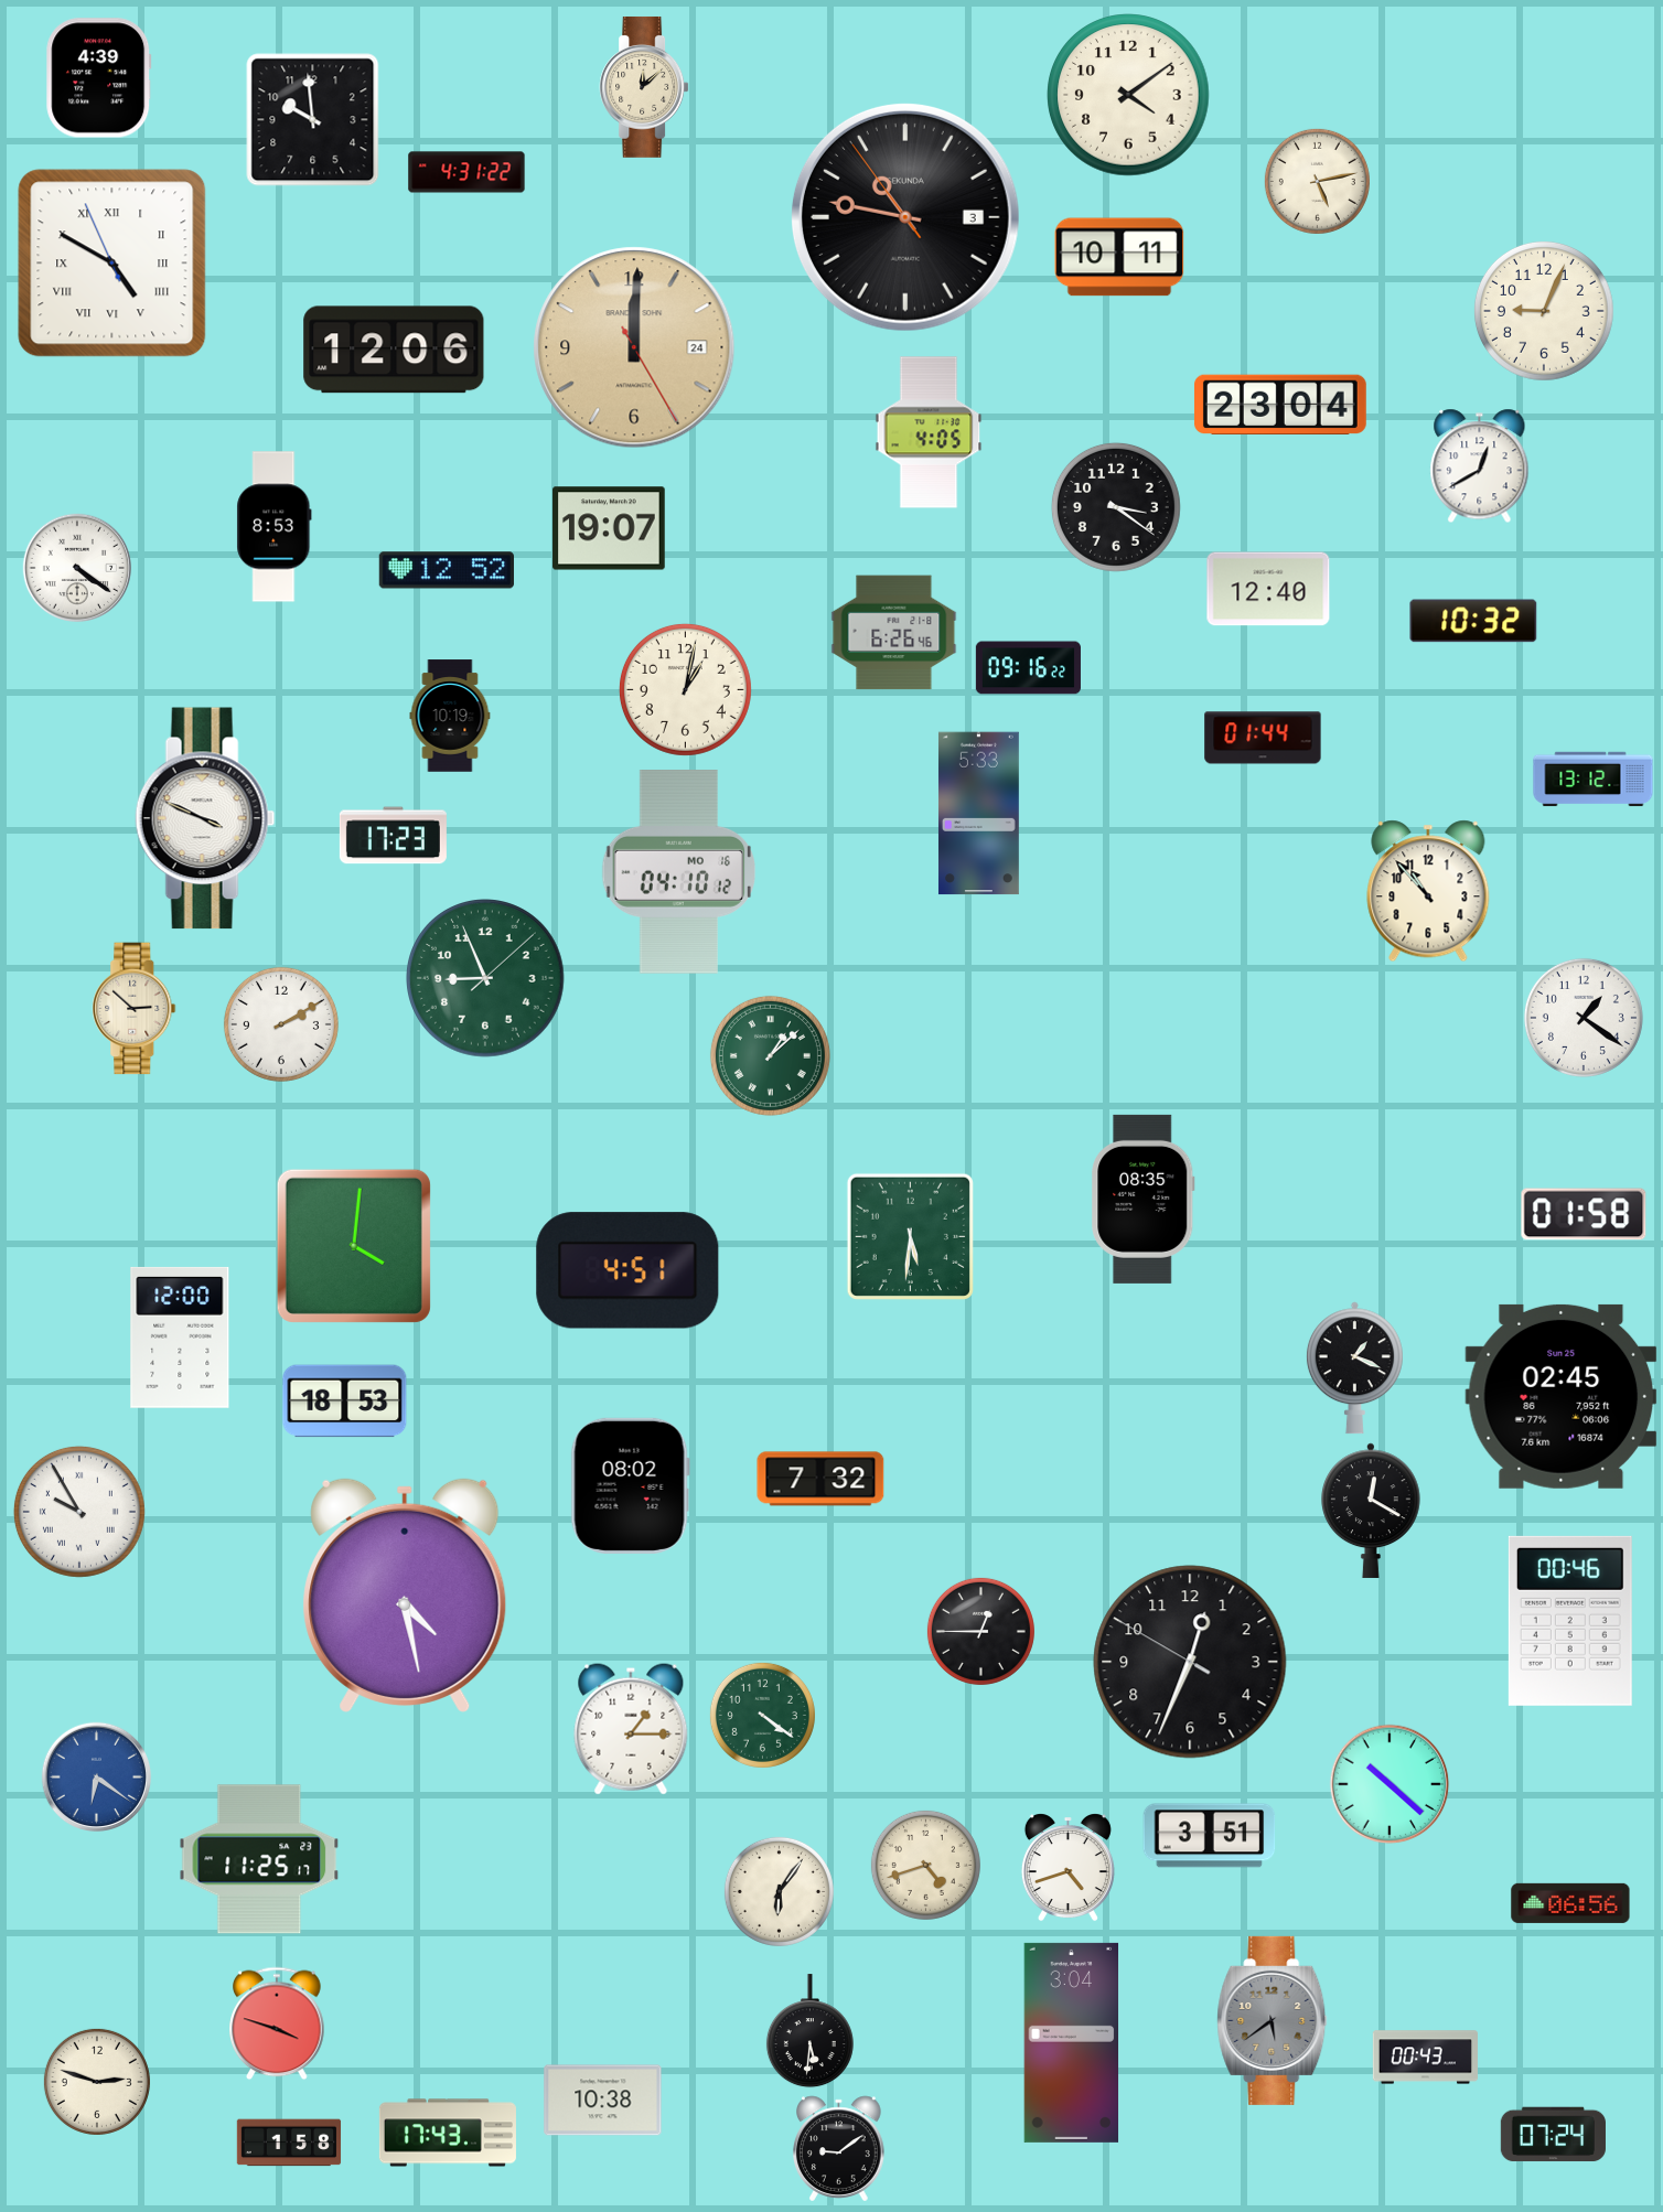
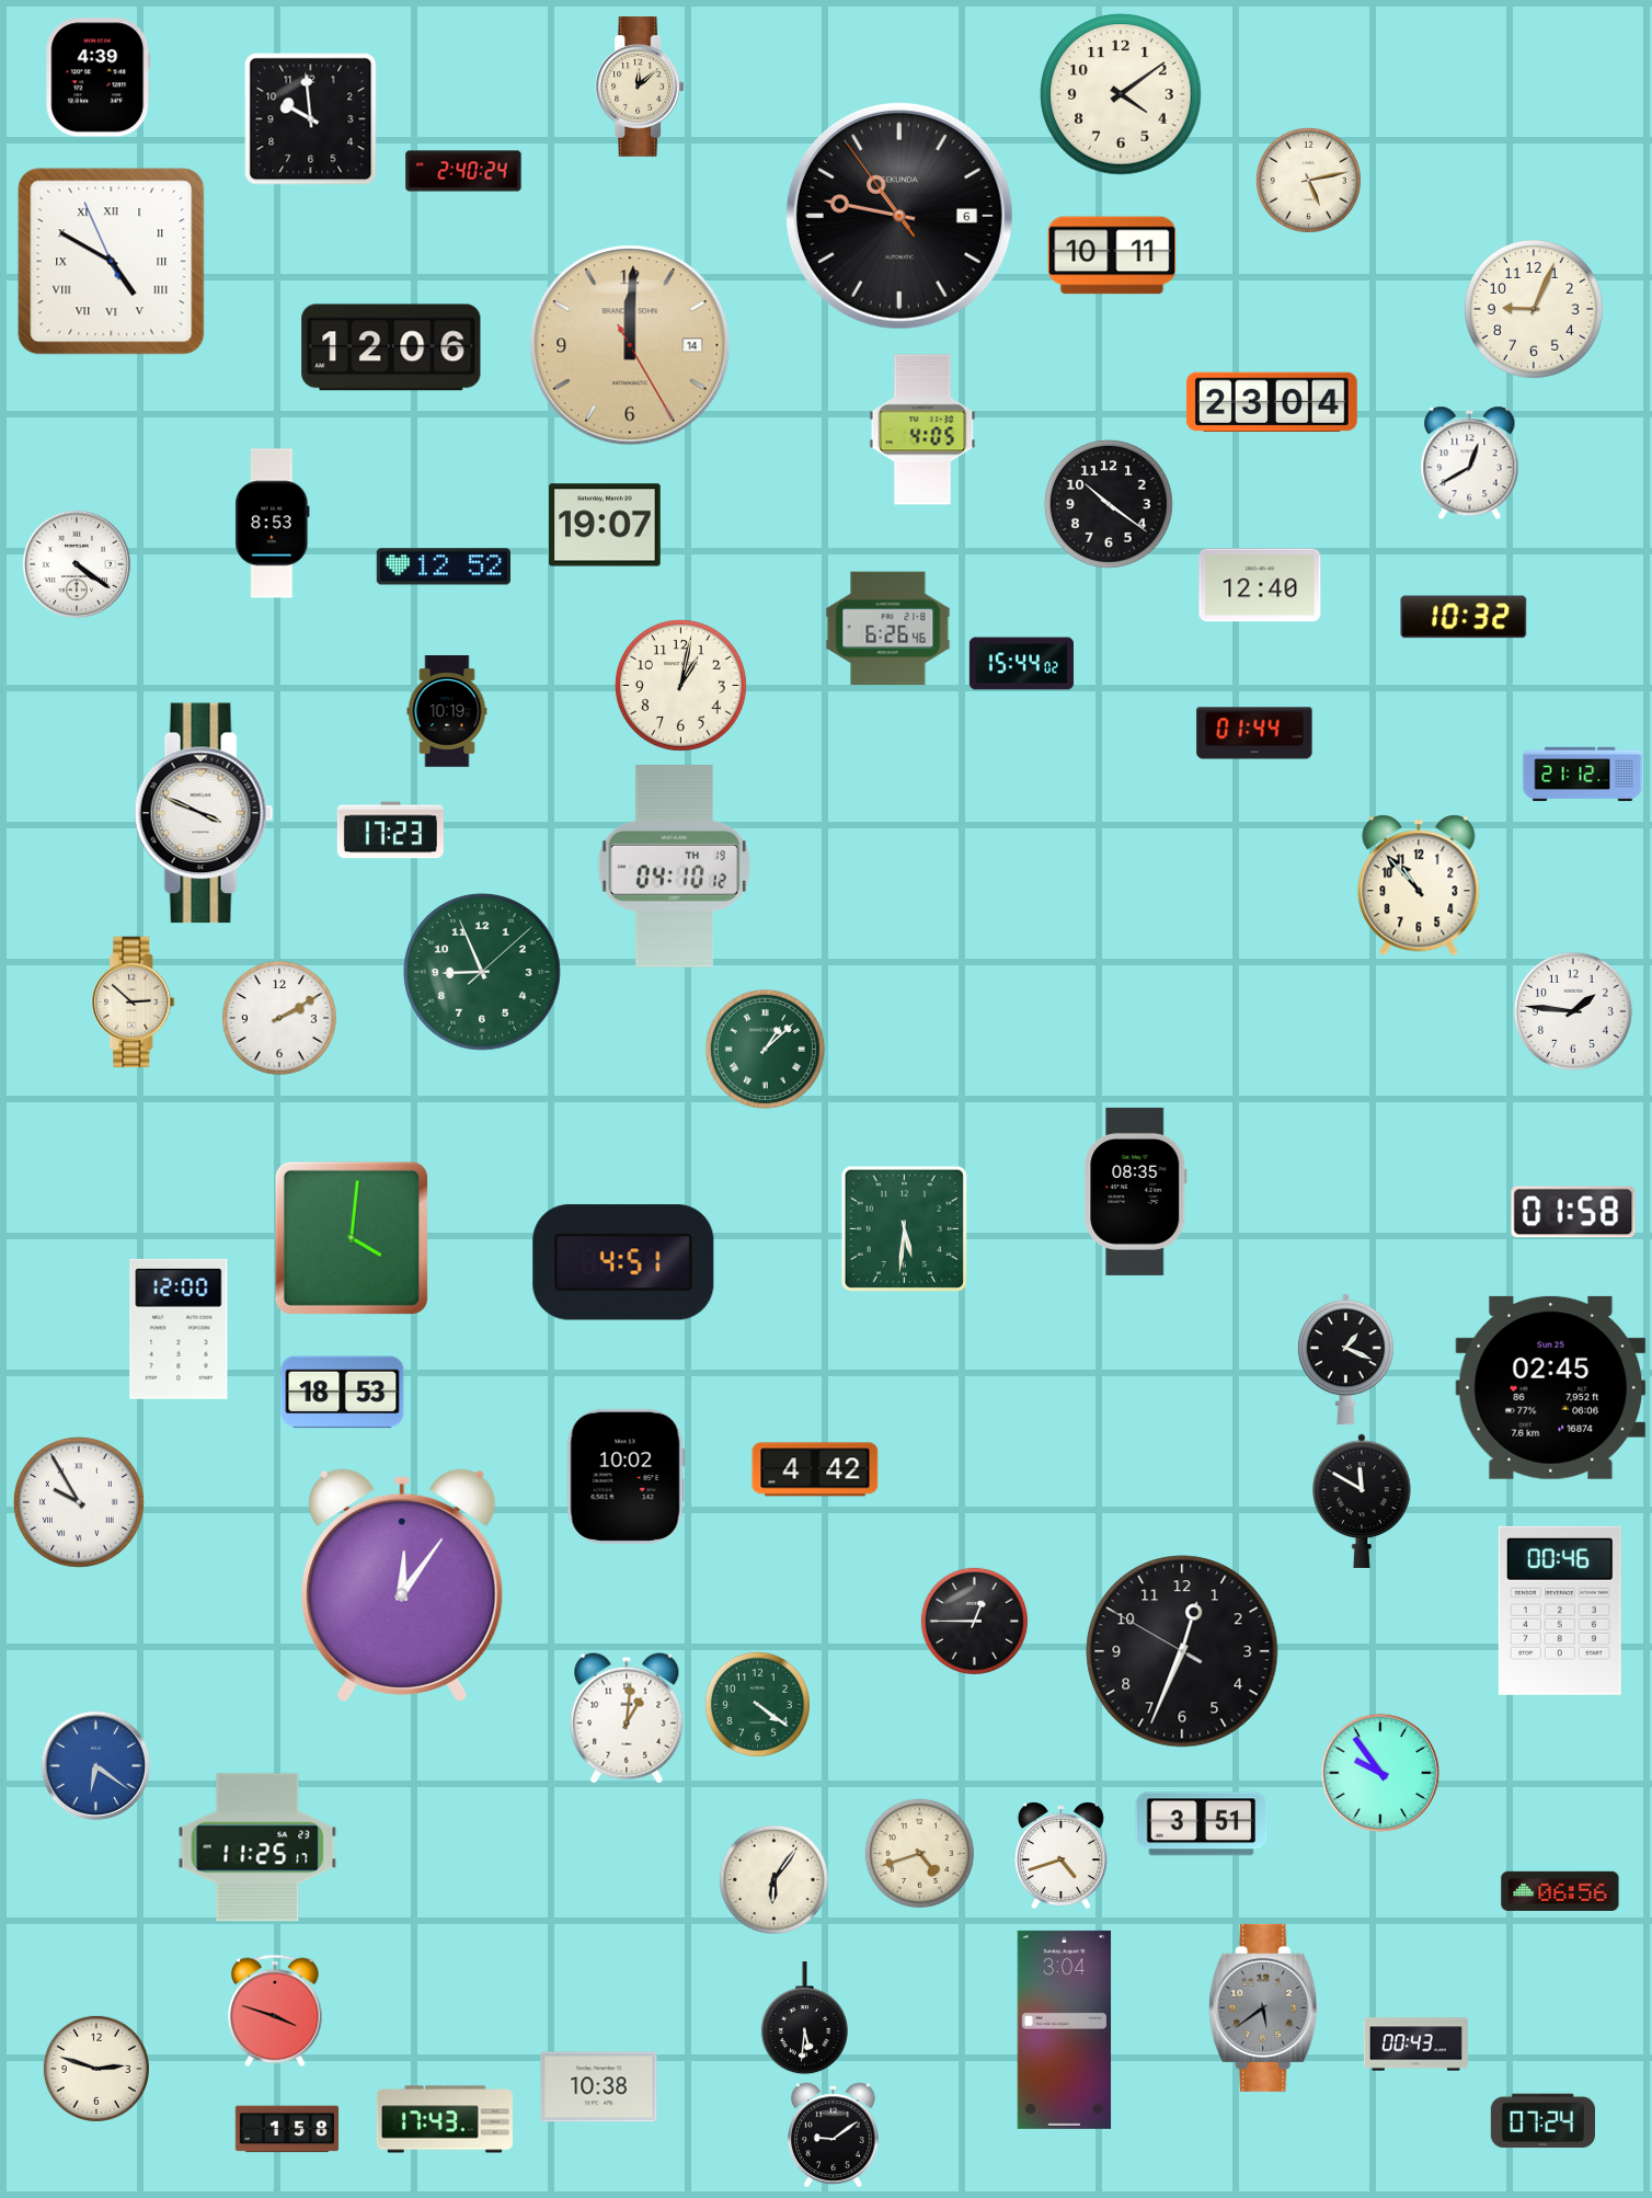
clock at (466, 172): 4:31 -> 2:40
clock at (905, 217) date: 3 -> 6
clock at (634, 347) date: 24 -> 14
clock at (1116, 507): 3:21 -> 10:21
clock at (1028, 668): 09:16 -> 15:44
clock at (1594, 780): 13:12 -> 21:12
clock at (978, 814): 5:33 -> none
clock at (679, 872) date: MO 16 -> TH 19
clock at (1584, 1018): 1:21 -> 1:46
clock at (1584, 1214) position: (1584, 1214) -> (1573, 1212)
clock at (820, 1479): 7:32 -> 4:42
clock at (630, 1485): 08:02 -> 10:02
clock at (1372, 1511): 12:20 -> 11:50
clock at (405, 1596): 4:28 -> 12:06
clock at (631, 1729): 1:15 -> 1:01
clock at (1390, 1784): 10:22 -> 9:54
